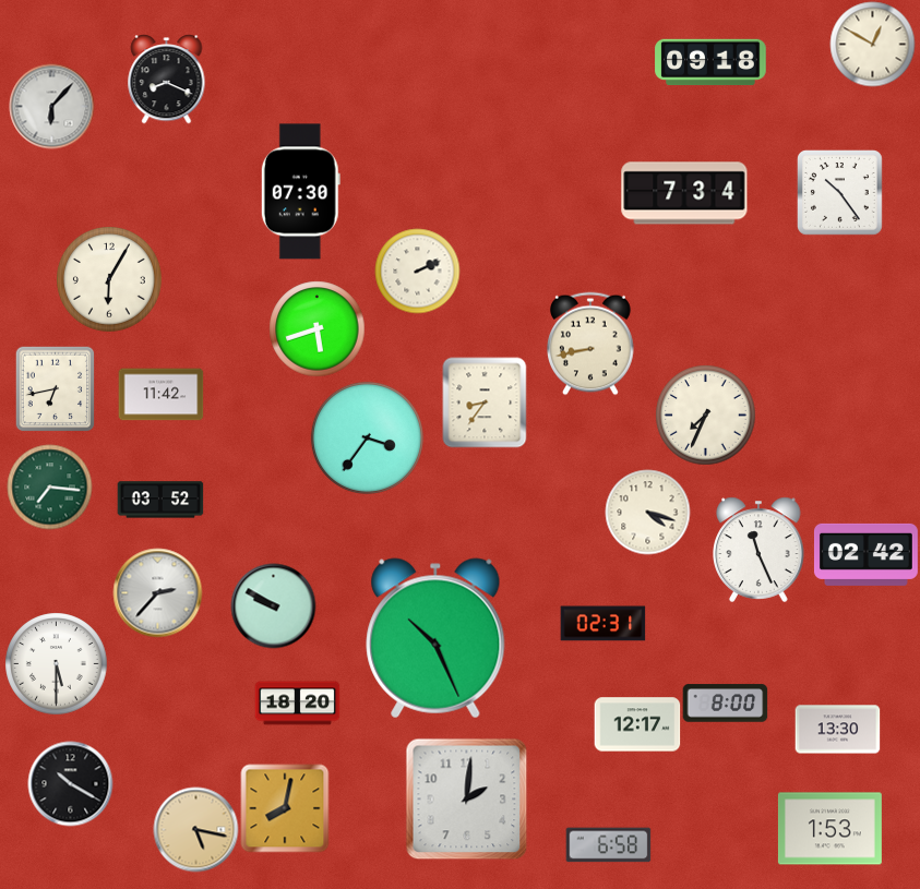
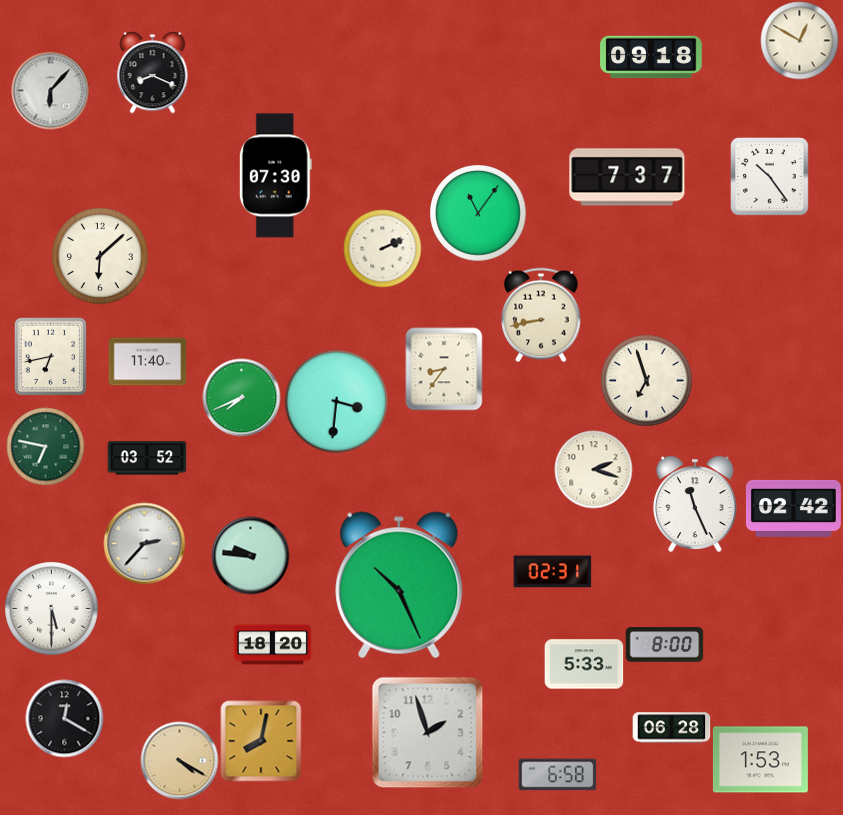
clock at (51, 106) position: (51, 106) -> (50, 90)
clock at (684, 193): 7:34 -> 7:37
clock at (478, 213): none -> 11:06
clock at (109, 279): 6:05 -> 6:08
clock at (316, 328): 5:42 -> none
clock at (160, 395): 11:42 -> 11:40
clock at (705, 415): 7:34 -> 6:57
clock at (241, 397): none -> 7:41
clock at (367, 437): 3:36 -> 3:31
clock at (49, 486): 7:16 -> 6:47
clock at (647, 512): 4:18 -> 2:18
clock at (273, 605): 9:50 -> 9:46
clock at (637, 724): 12:17 -> 5:33
clock at (837, 730): 13:30 -> none
clock at (70, 783): 10:20 -> 12:20
clock at (671, 728): none -> 06:28
clock at (466, 798): 2:01 -> 1:57
clock at (195, 829): 5:17 -> 4:20
